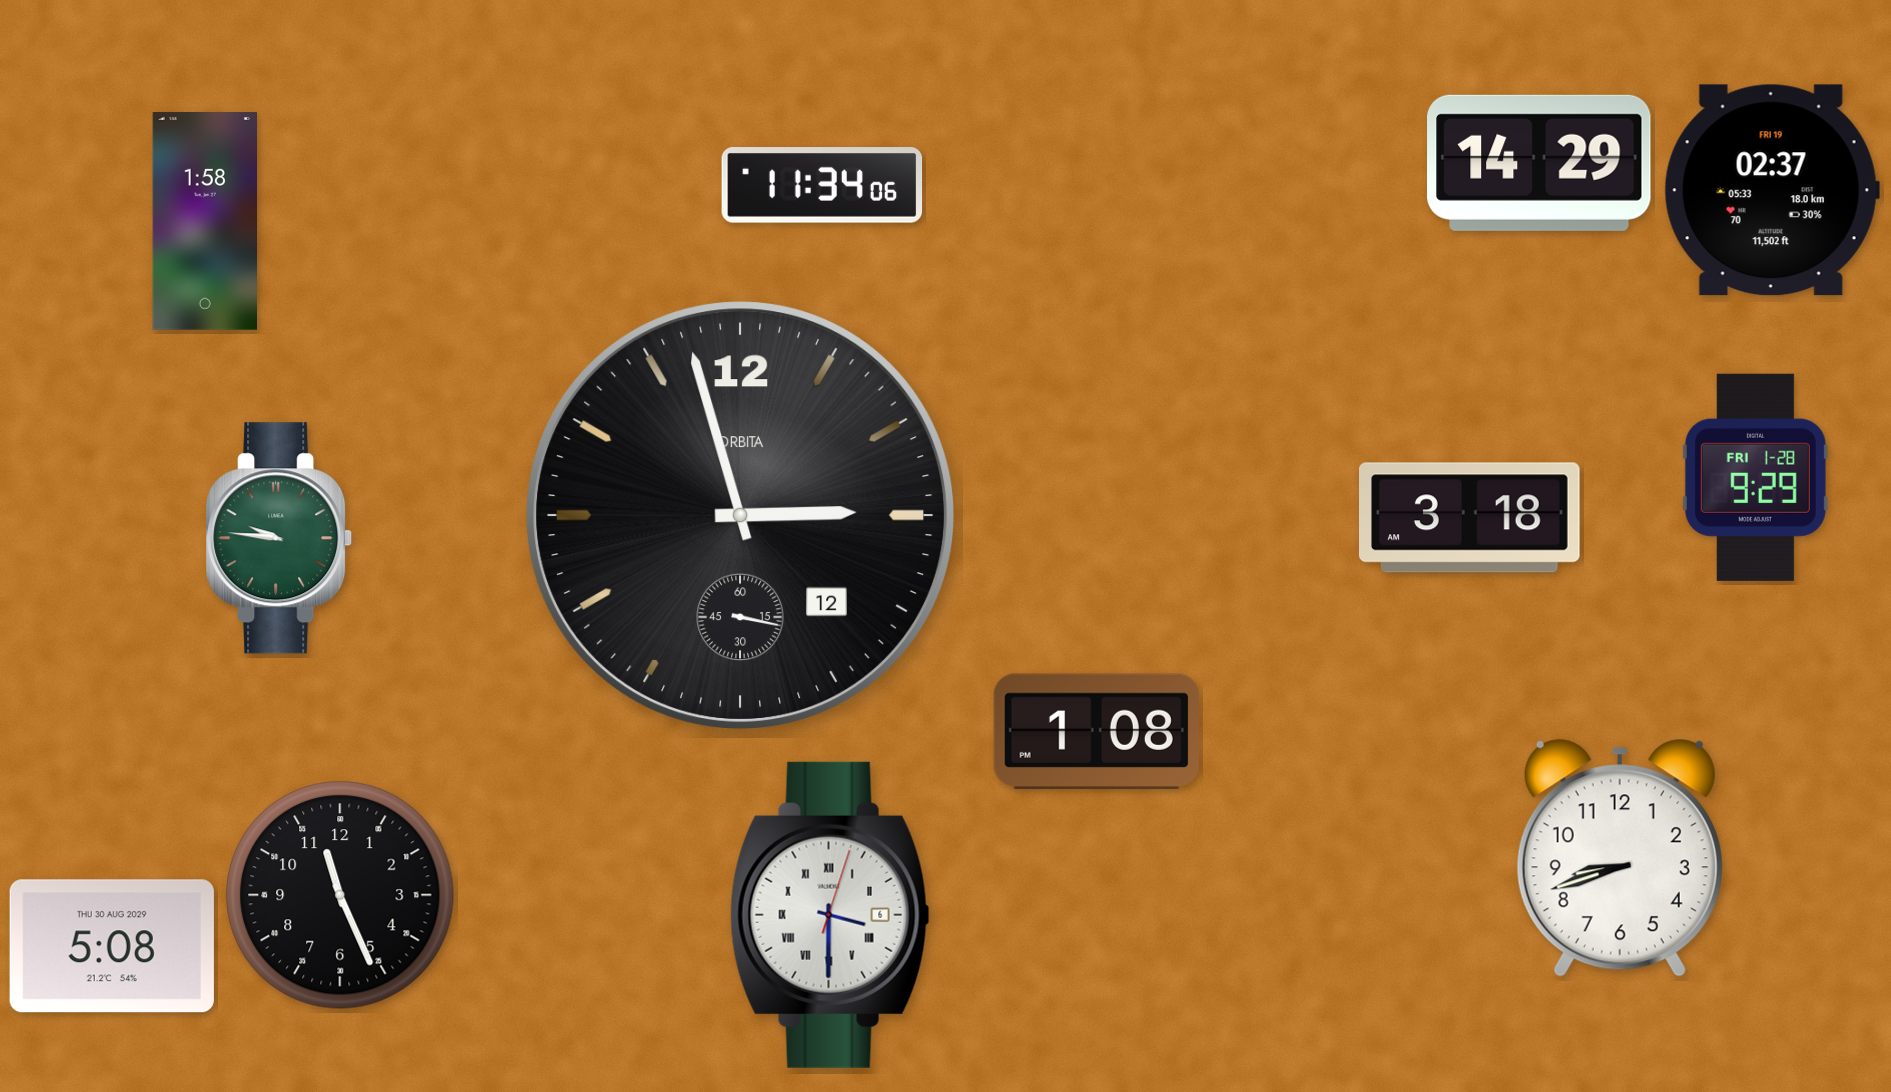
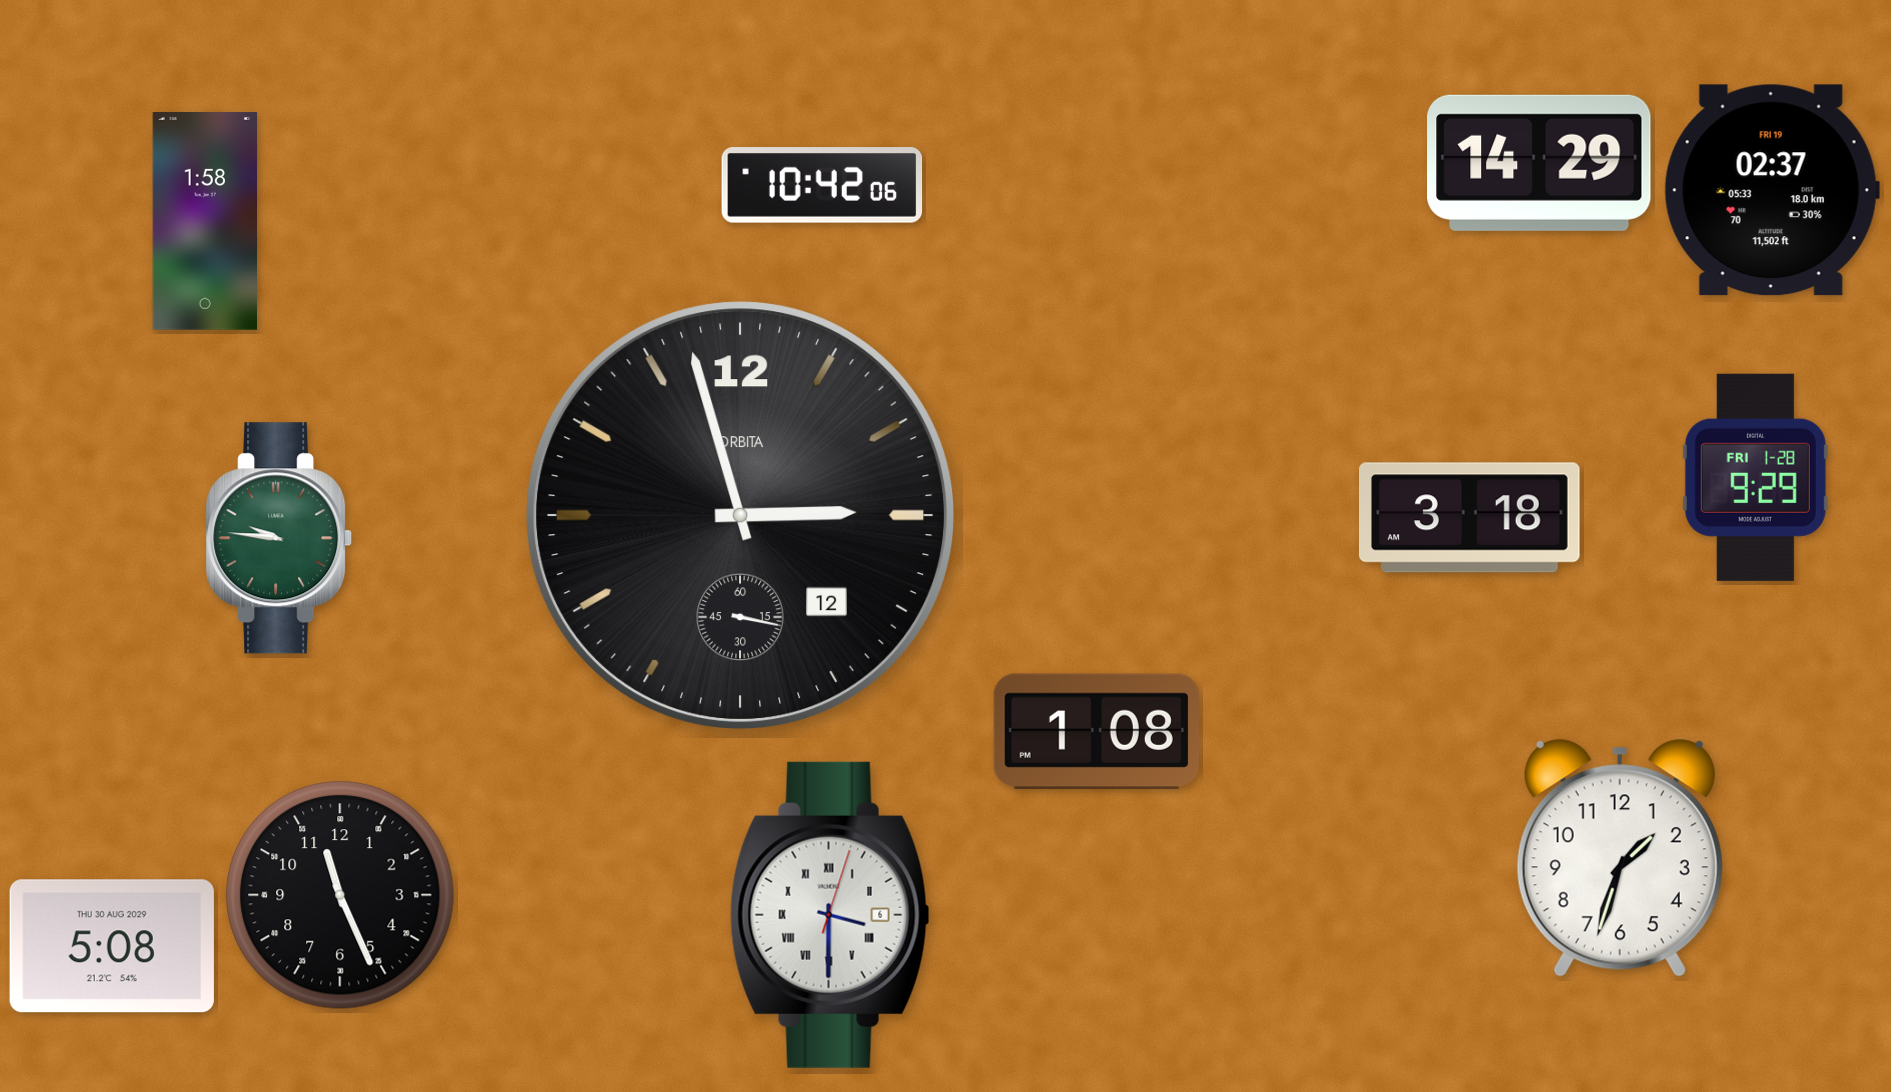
clock at (822, 185): 11:34 -> 10:42
clock at (1620, 858): 8:42 -> 1:33
